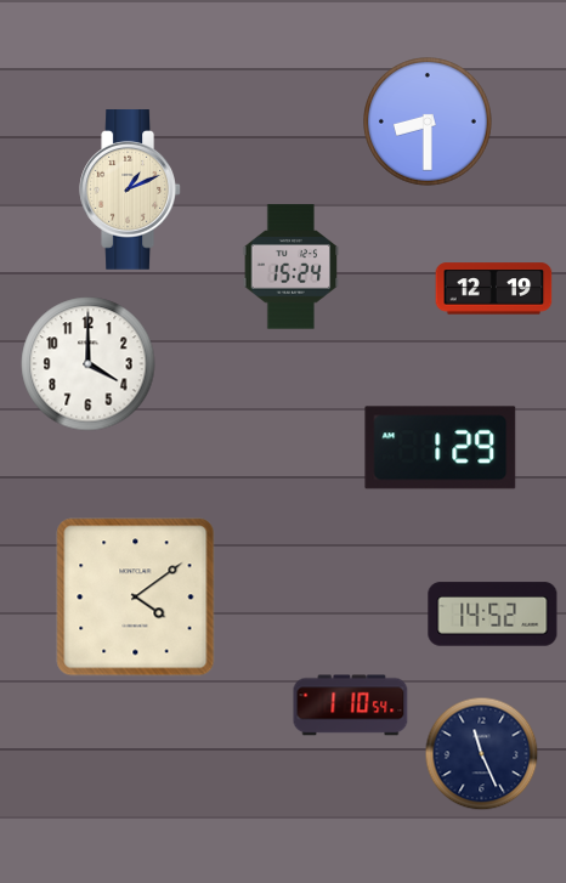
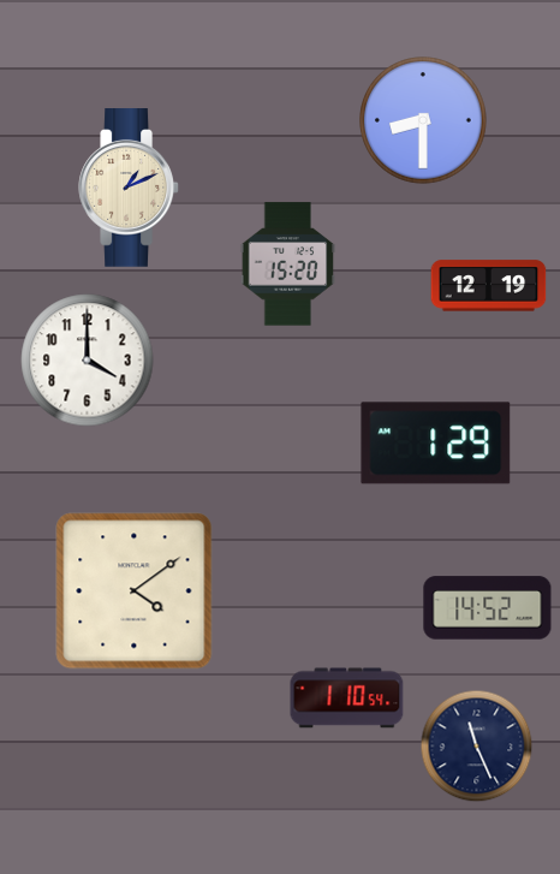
clock at (292, 267): 15:24 -> 15:20
